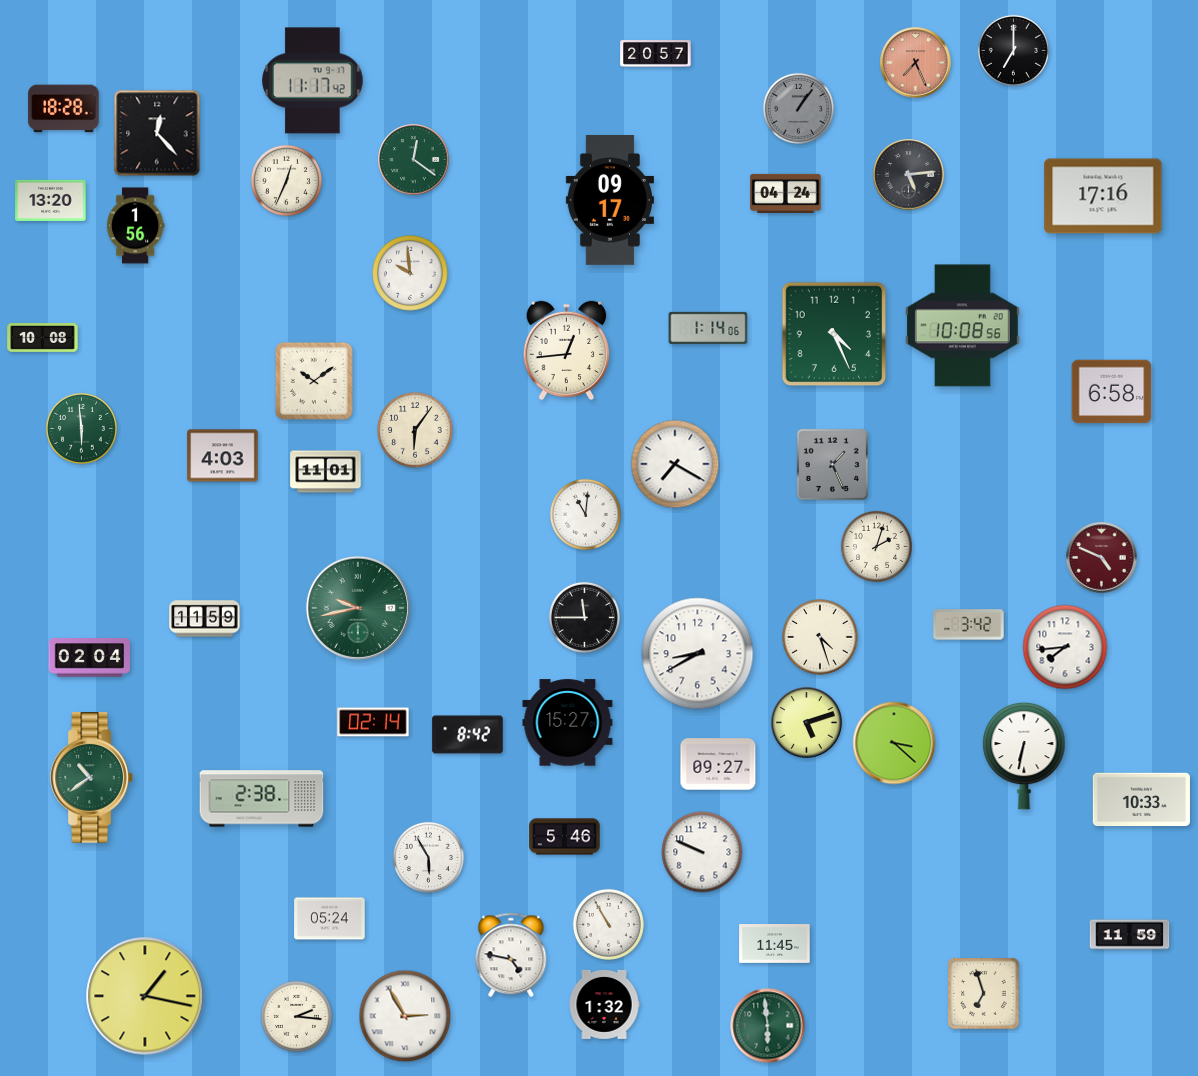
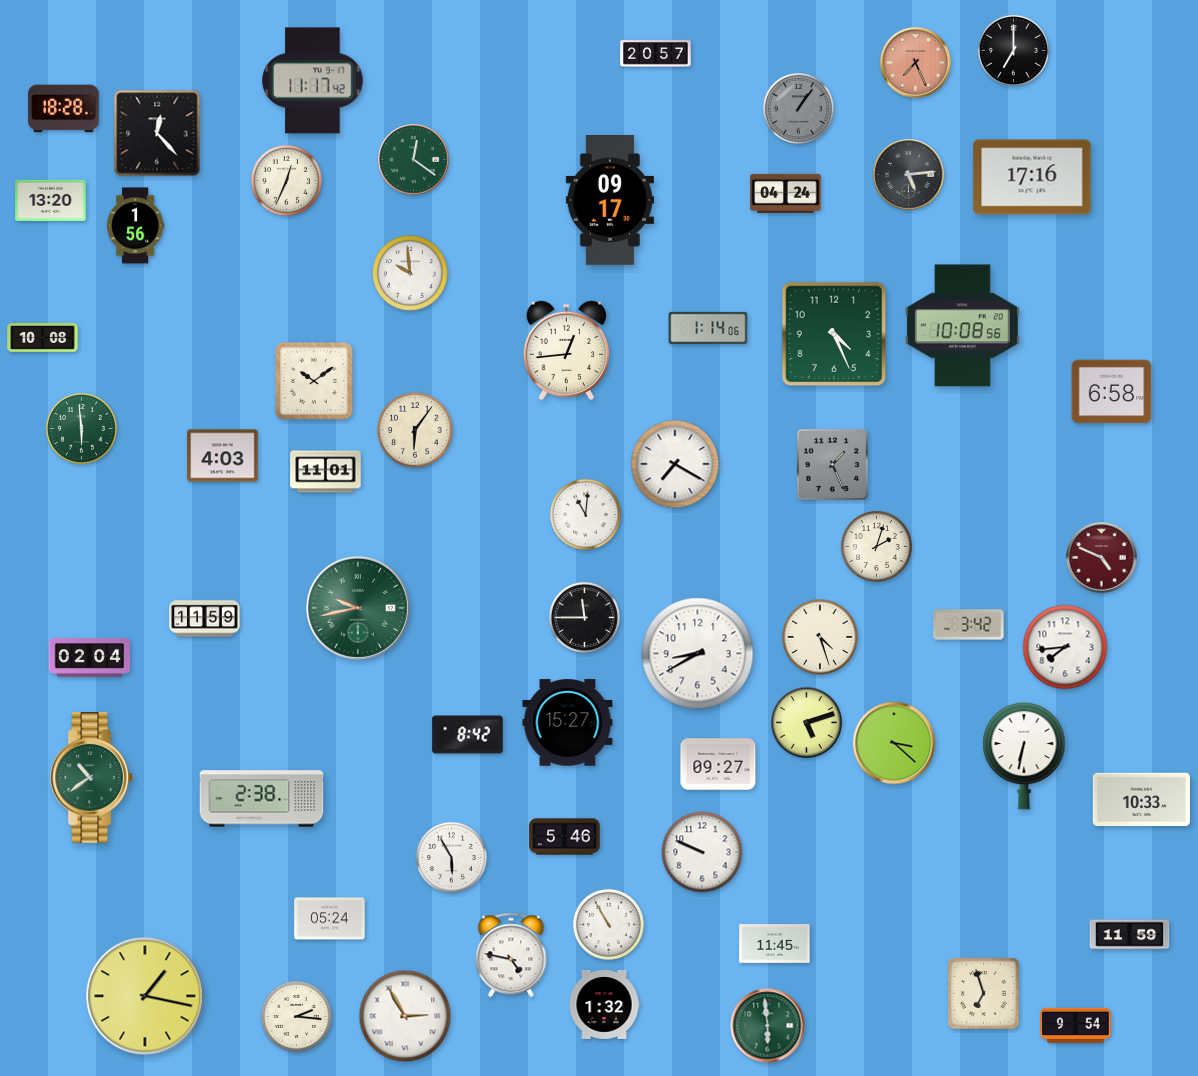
clock at (1103, 196) position: (1103, 196) -> (1032, 177)
clock at (373, 722): 02:14 -> none
clock at (428, 857) position: (428, 857) -> (451, 857)
clock at (1076, 1025): none -> 9:54
